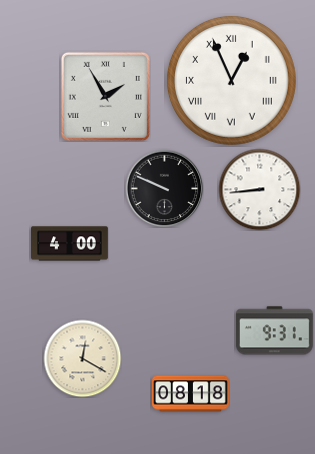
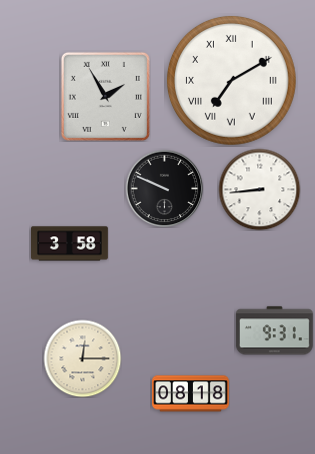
clock at (232, 81): 12:56 -> 7:10
clock at (70, 244): 4:00 -> 3:58
clock at (82, 358): 12:20 -> 12:15
